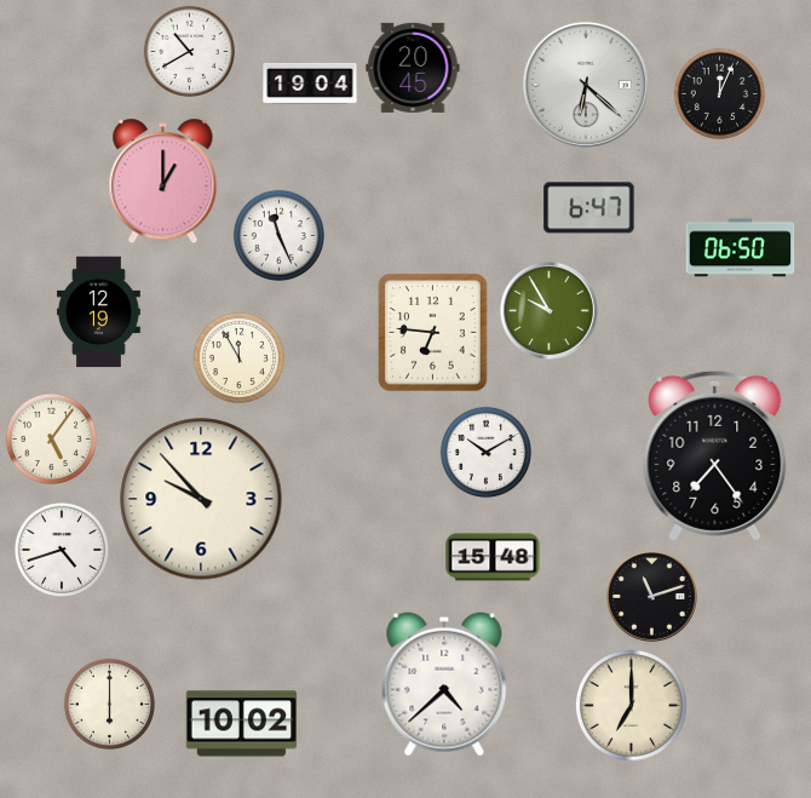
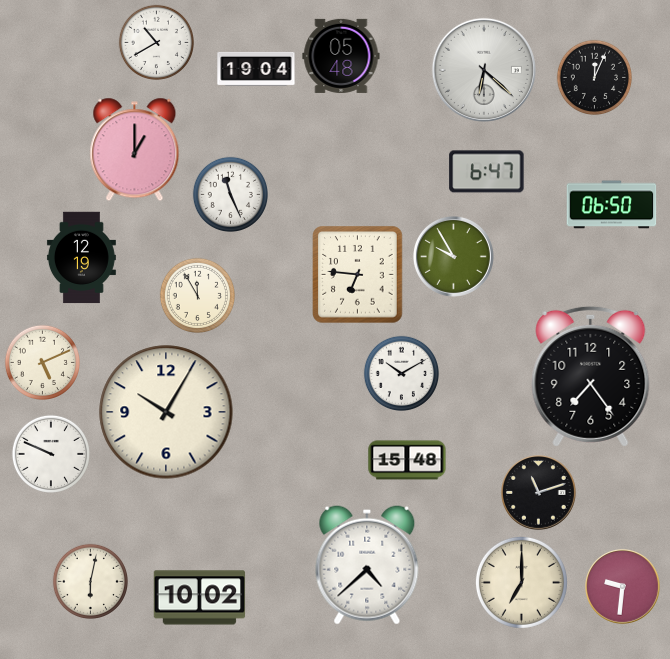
clock at (413, 68): 20:45 -> 05:48
clock at (51, 438): 5:06 -> 5:11
clock at (201, 499): 9:53 -> 10:05
clock at (62, 550): 4:42 -> 9:49
clock at (109, 704): 6:00 -> 6:02
clock at (623, 587): none -> 9:31
